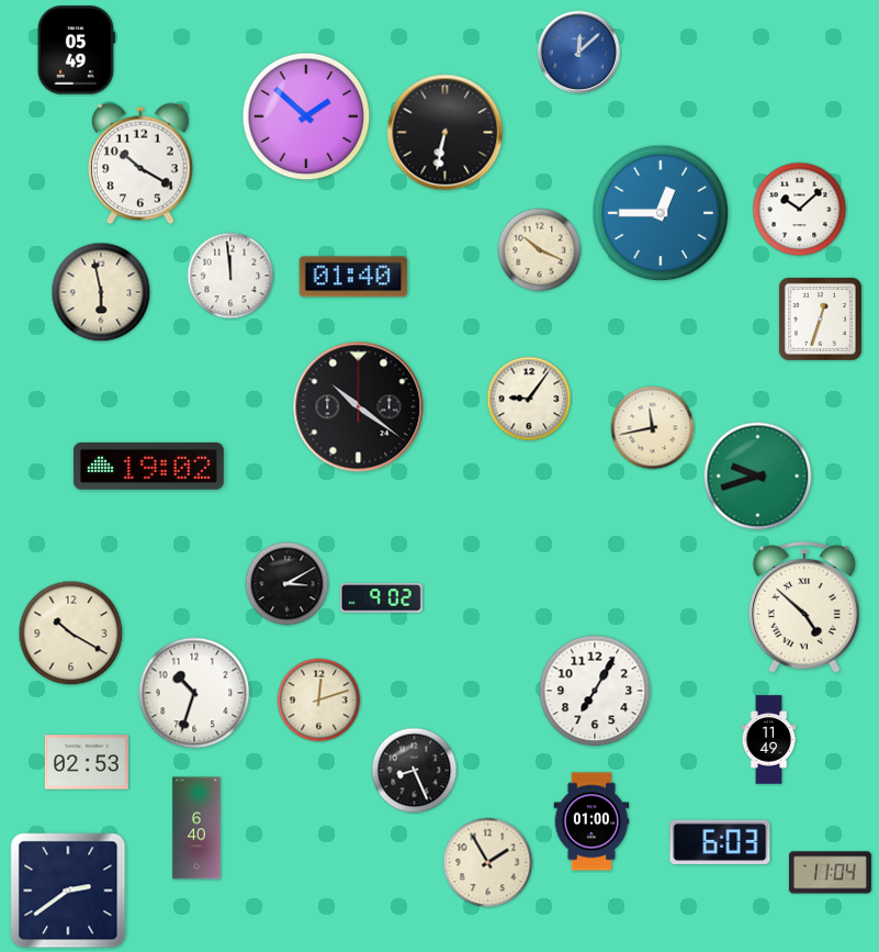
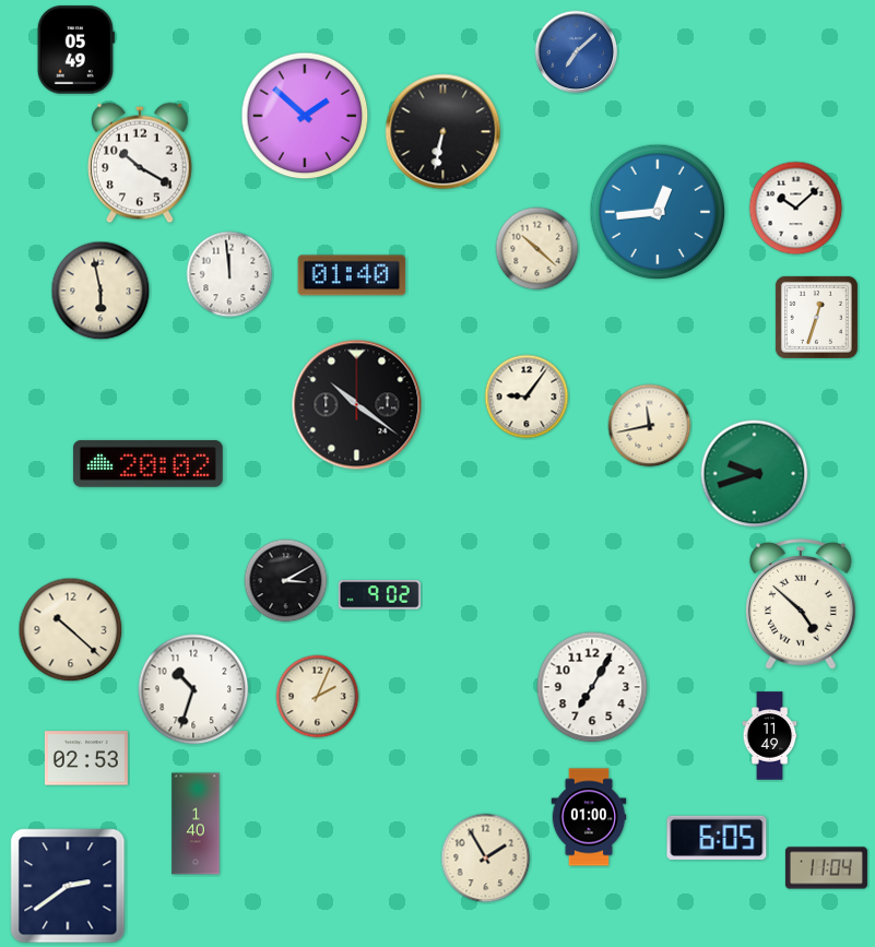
clock at (579, 53): 12:08 -> 7:08
clock at (661, 213): 12:45 -> 12:44
clock at (540, 250): 10:19 -> 10:22
clock at (148, 466): 19:02 -> 20:02
clock at (71, 634): 10:20 -> 10:22
clock at (319, 701): 12:12 -> 2:04
clock at (769, 740) position: (769, 740) -> (770, 736)
clock at (415, 771): 8:26 -> none
clock at (196, 828): 6:40 -> 1:40
clock at (720, 841): 6:03 -> 6:05
